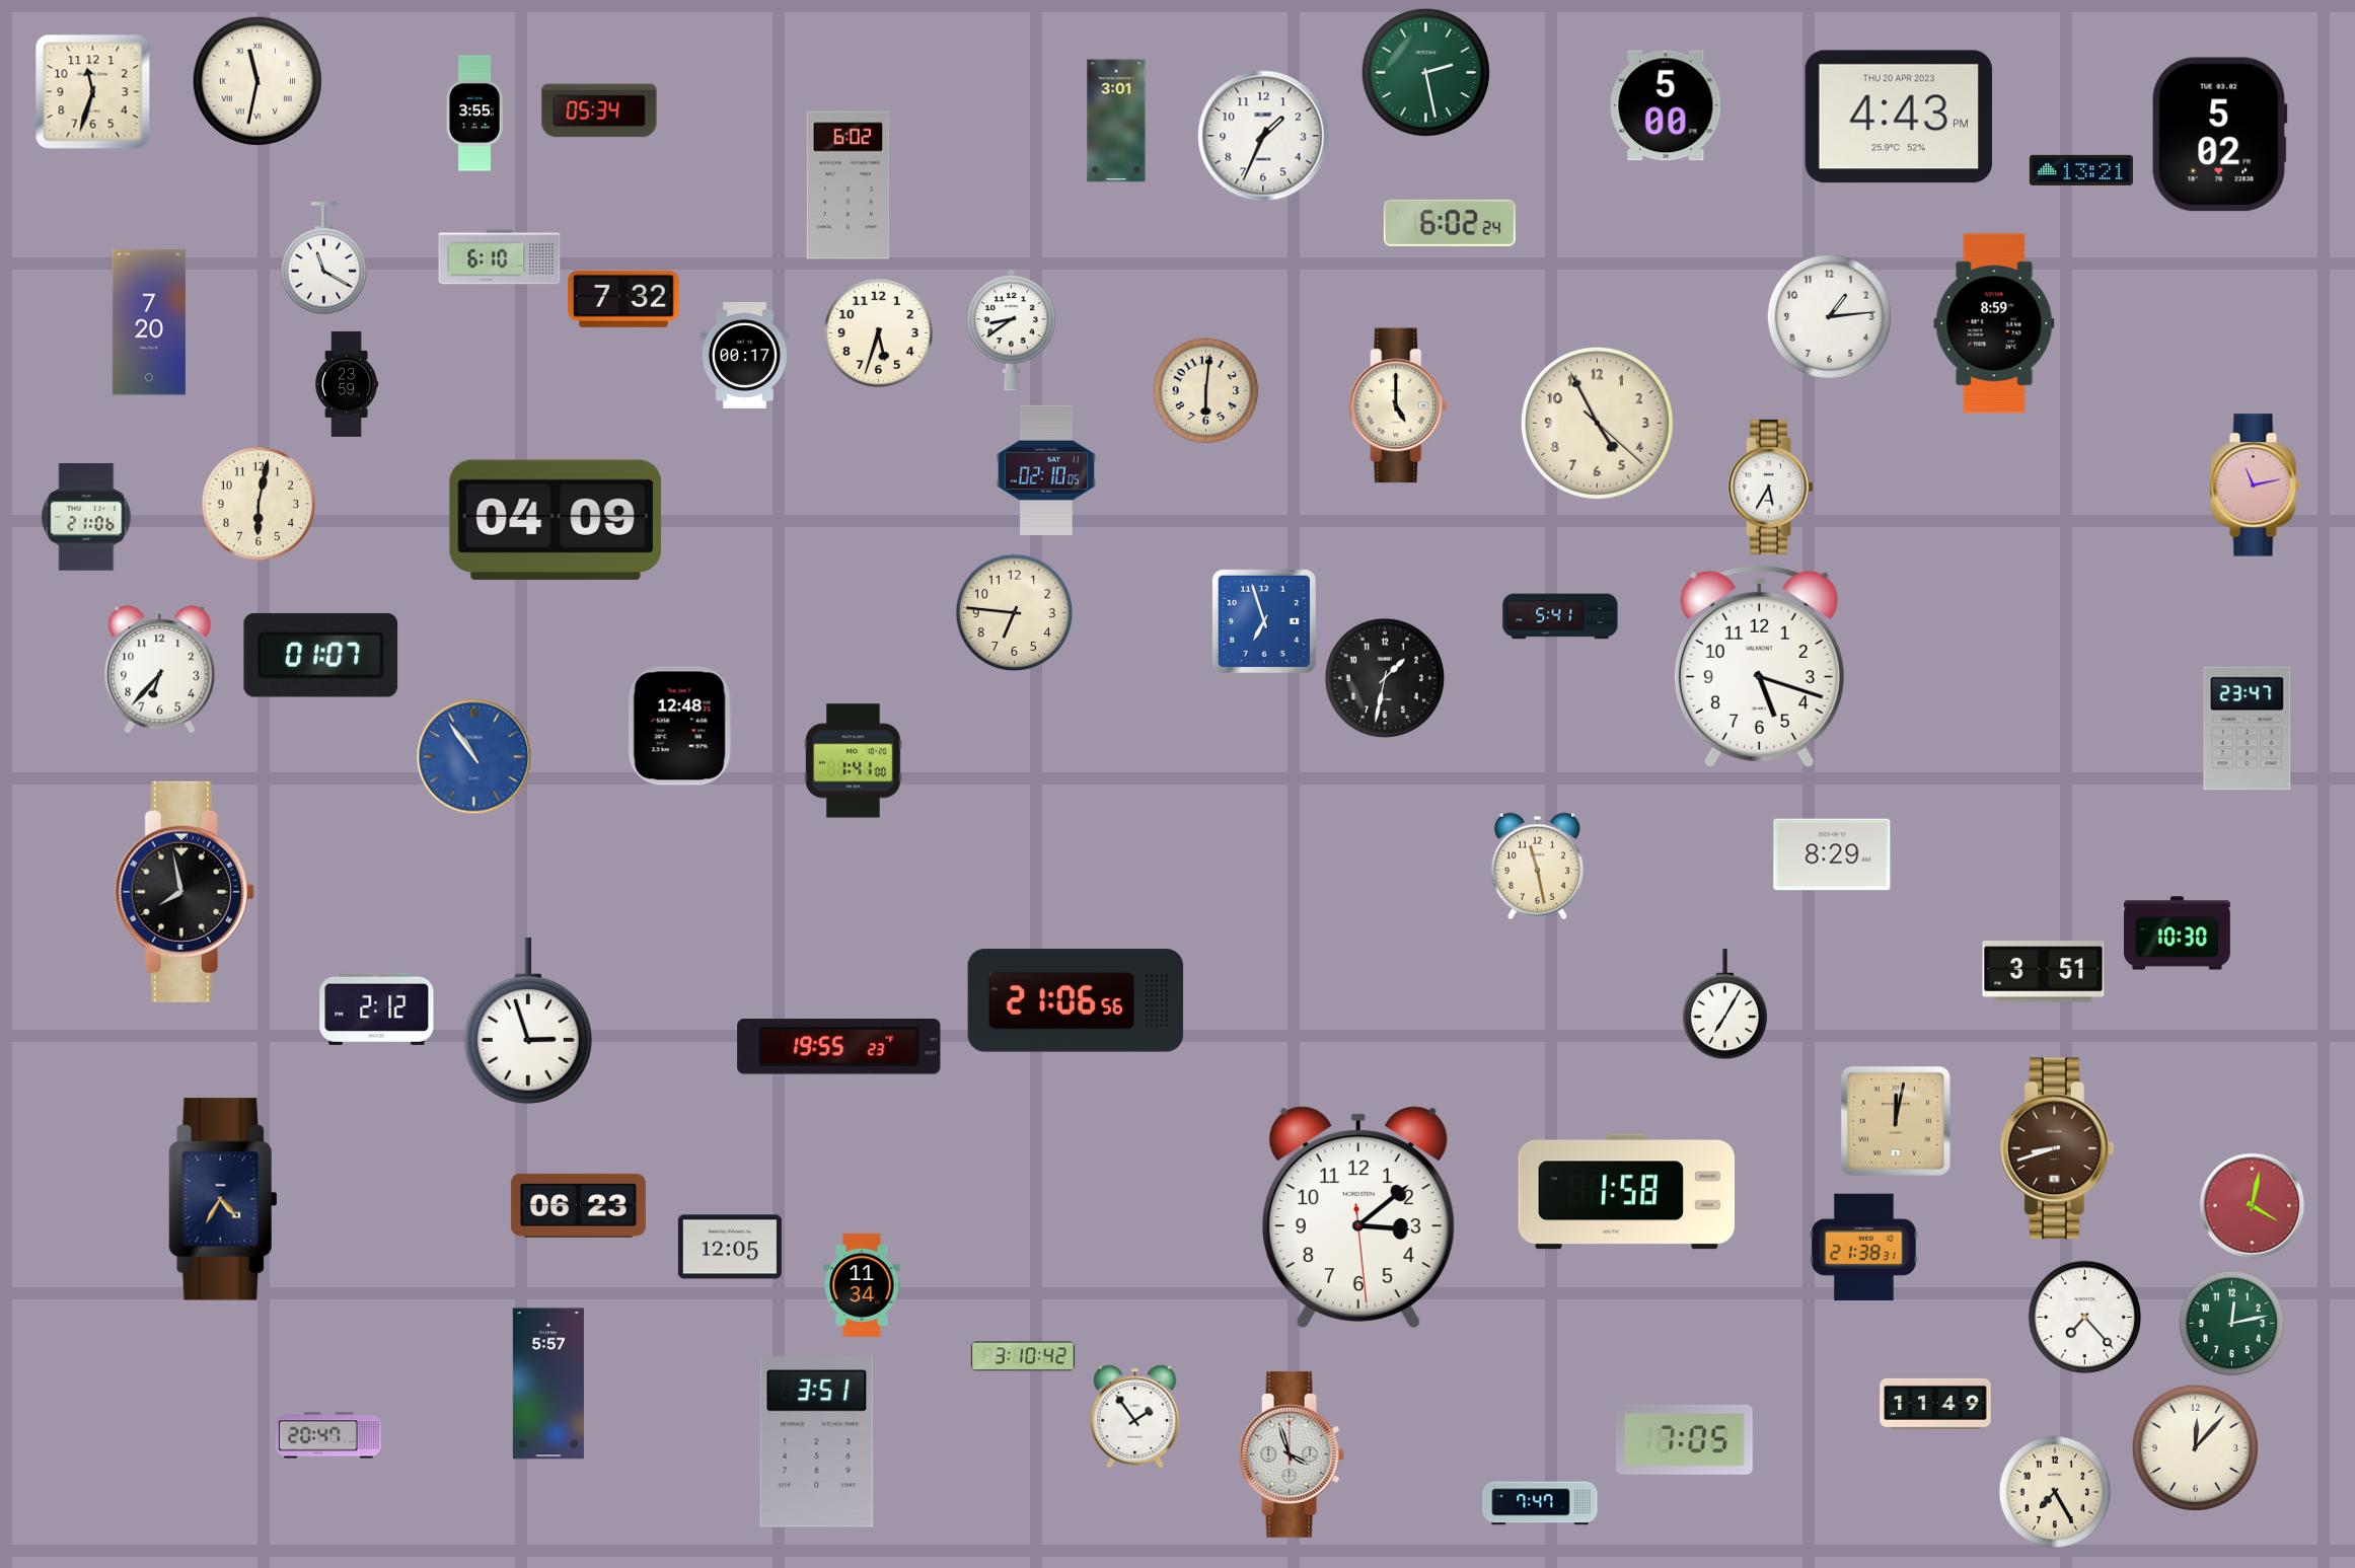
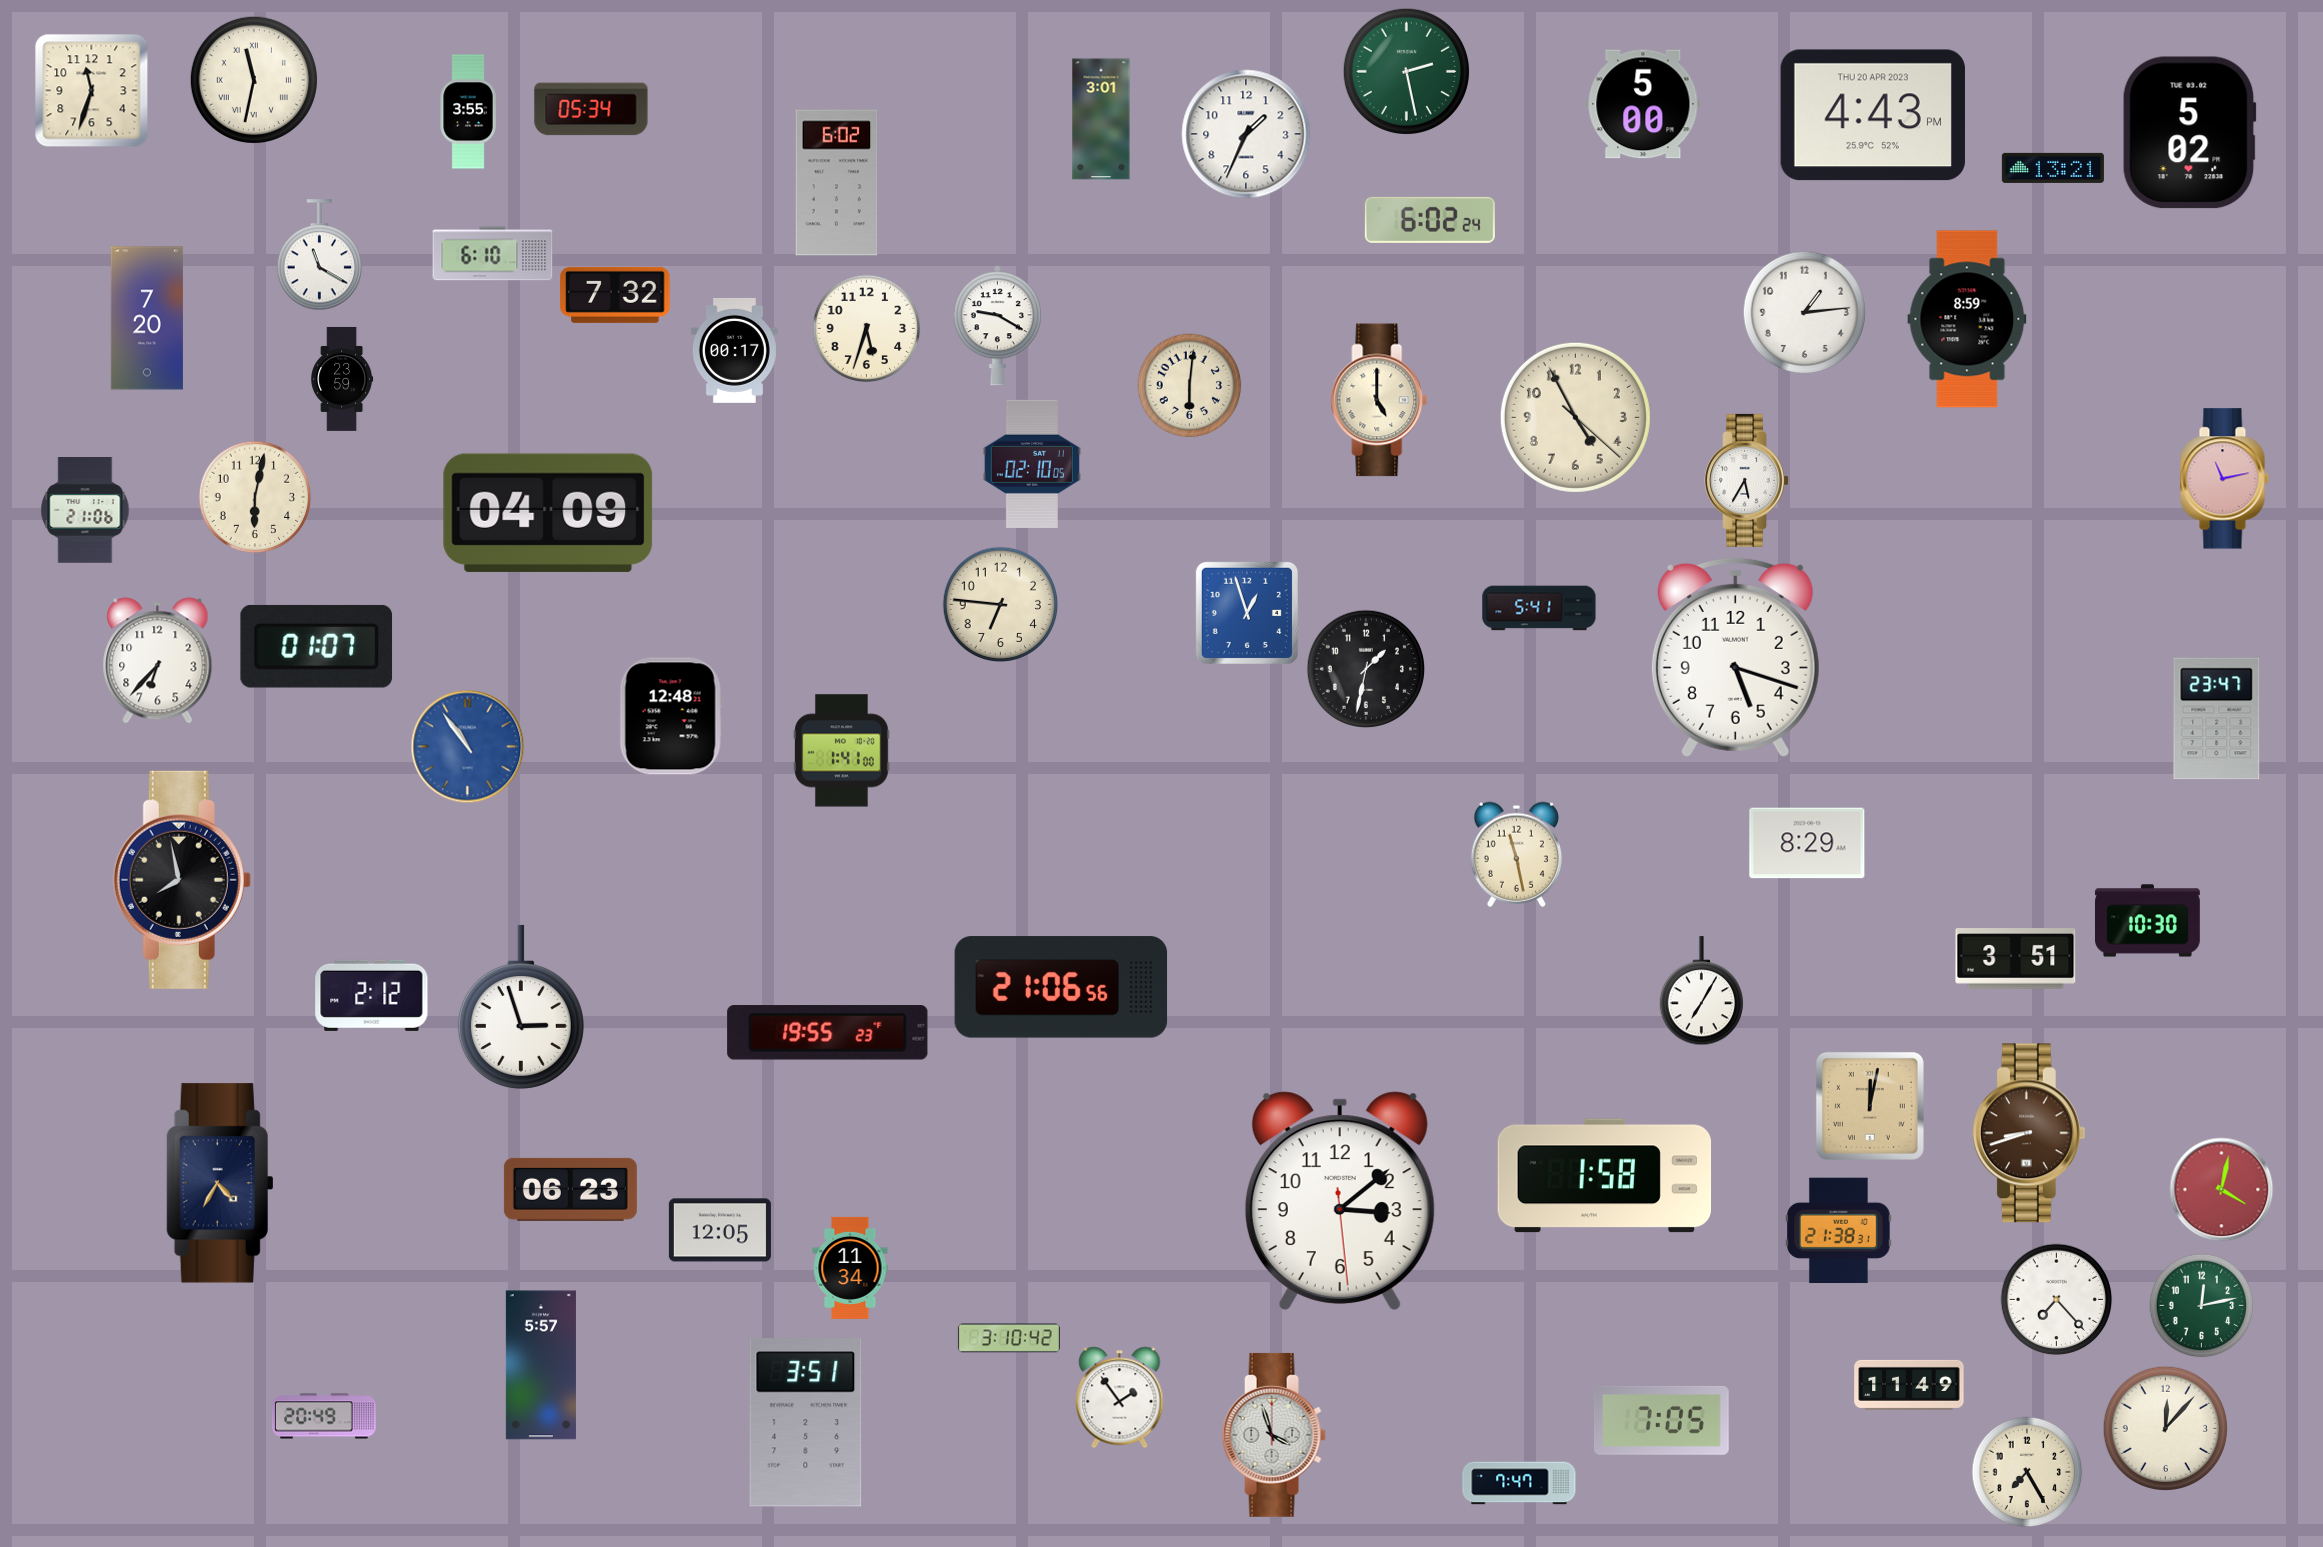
clock at (1011, 330): 8:39 -> 9:20
clock at (1264, 621): 6:57 -> 12:57
clock at (328, 1435): 20:47 -> 20:49
